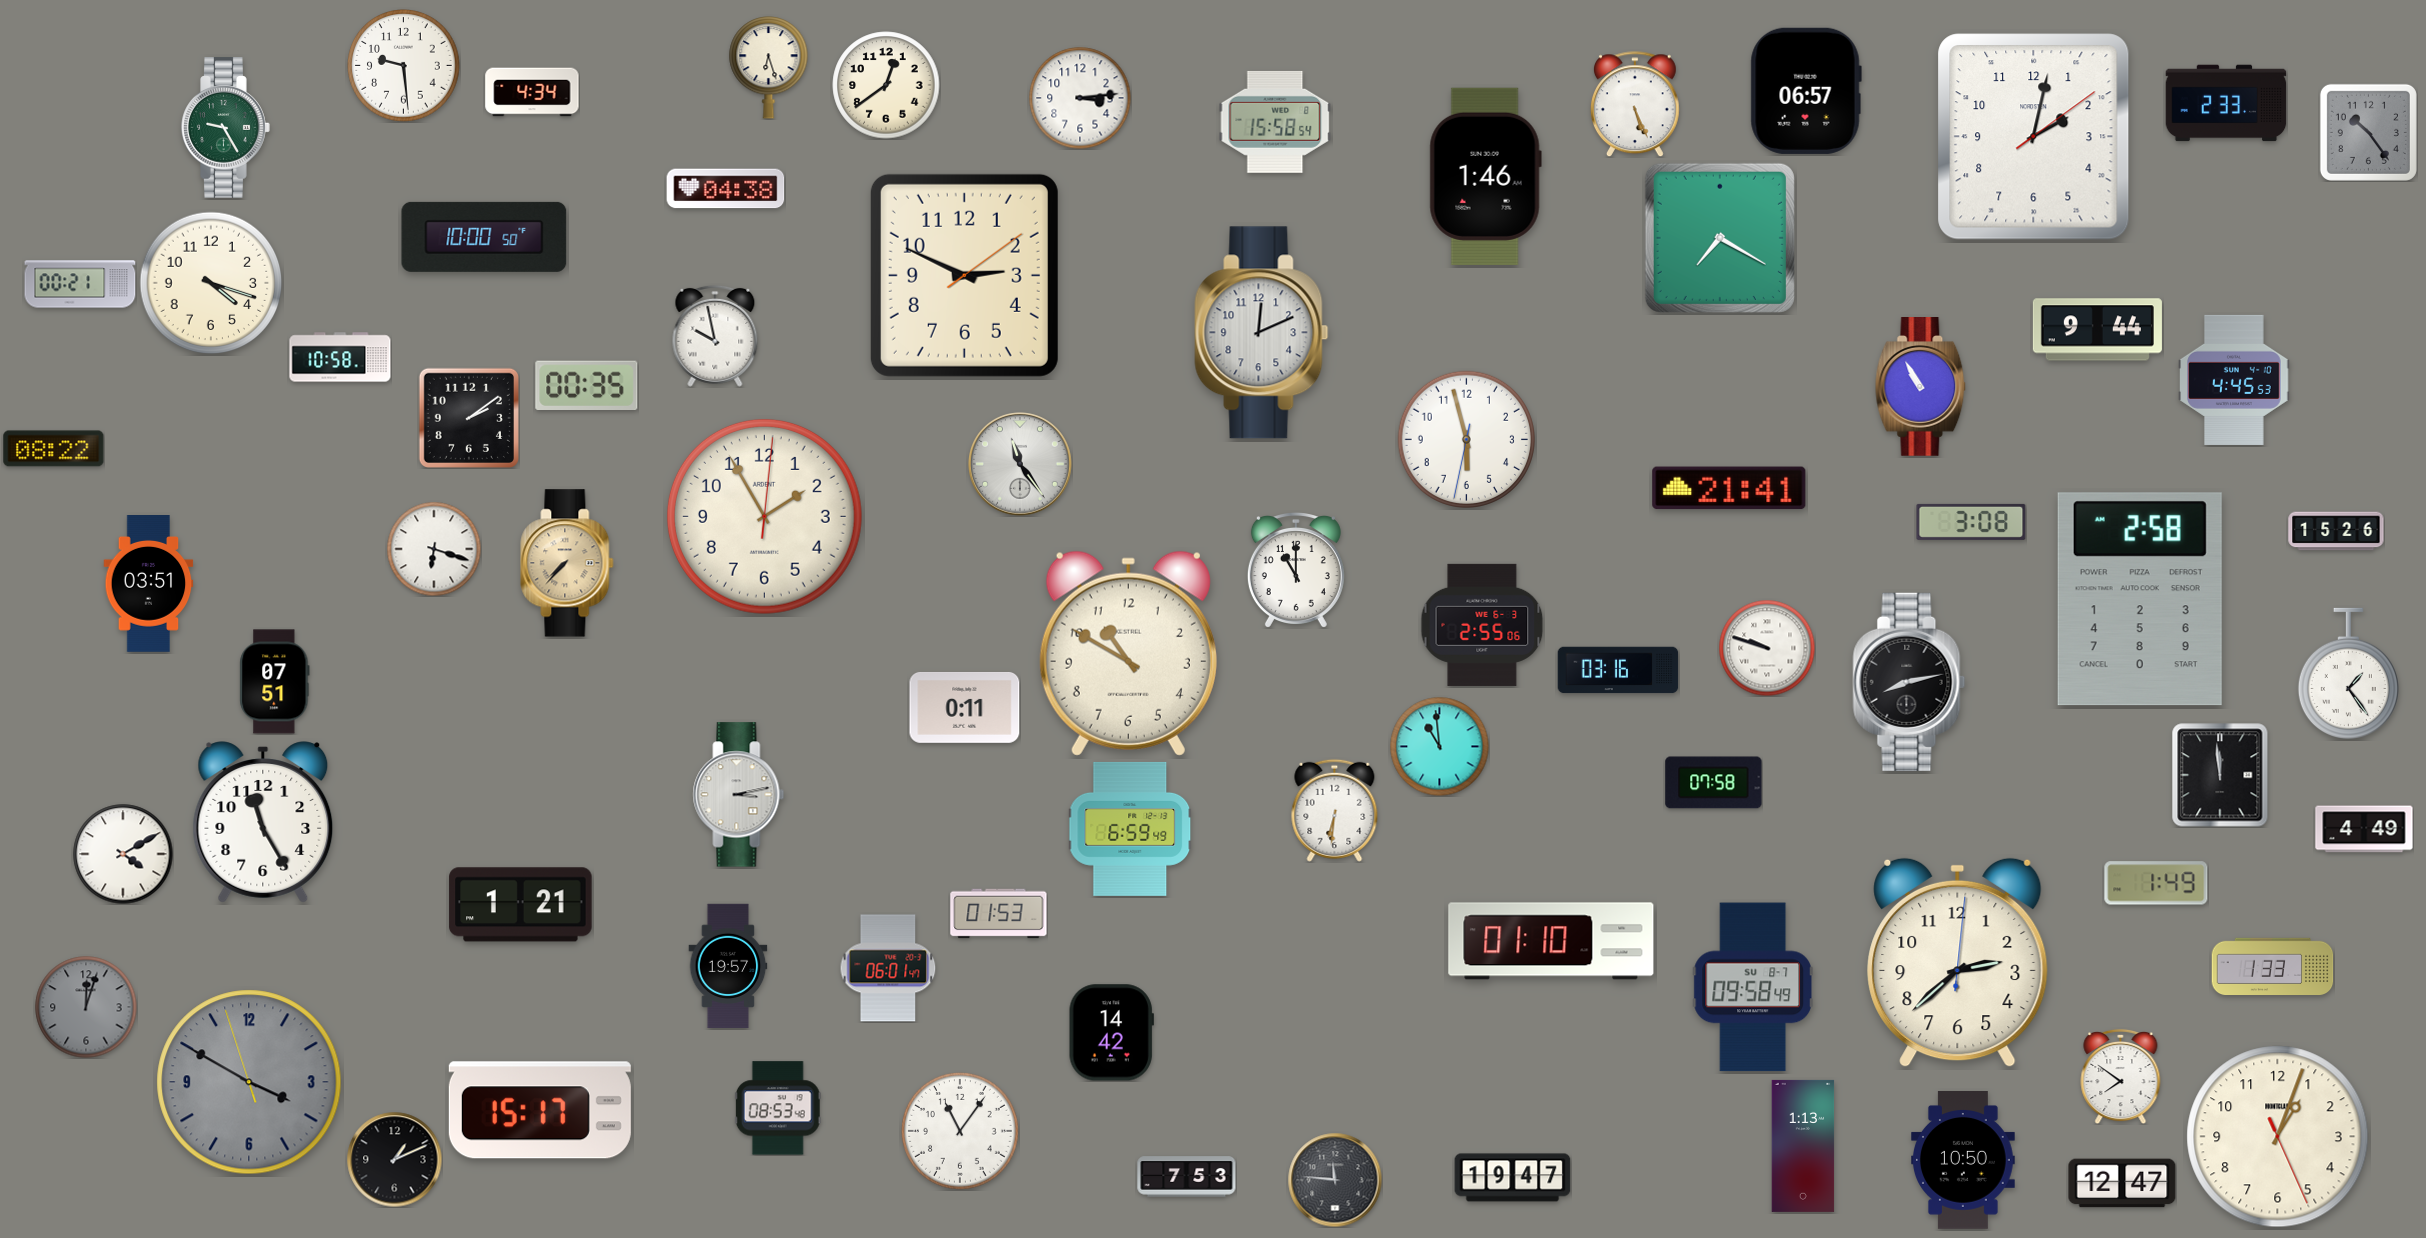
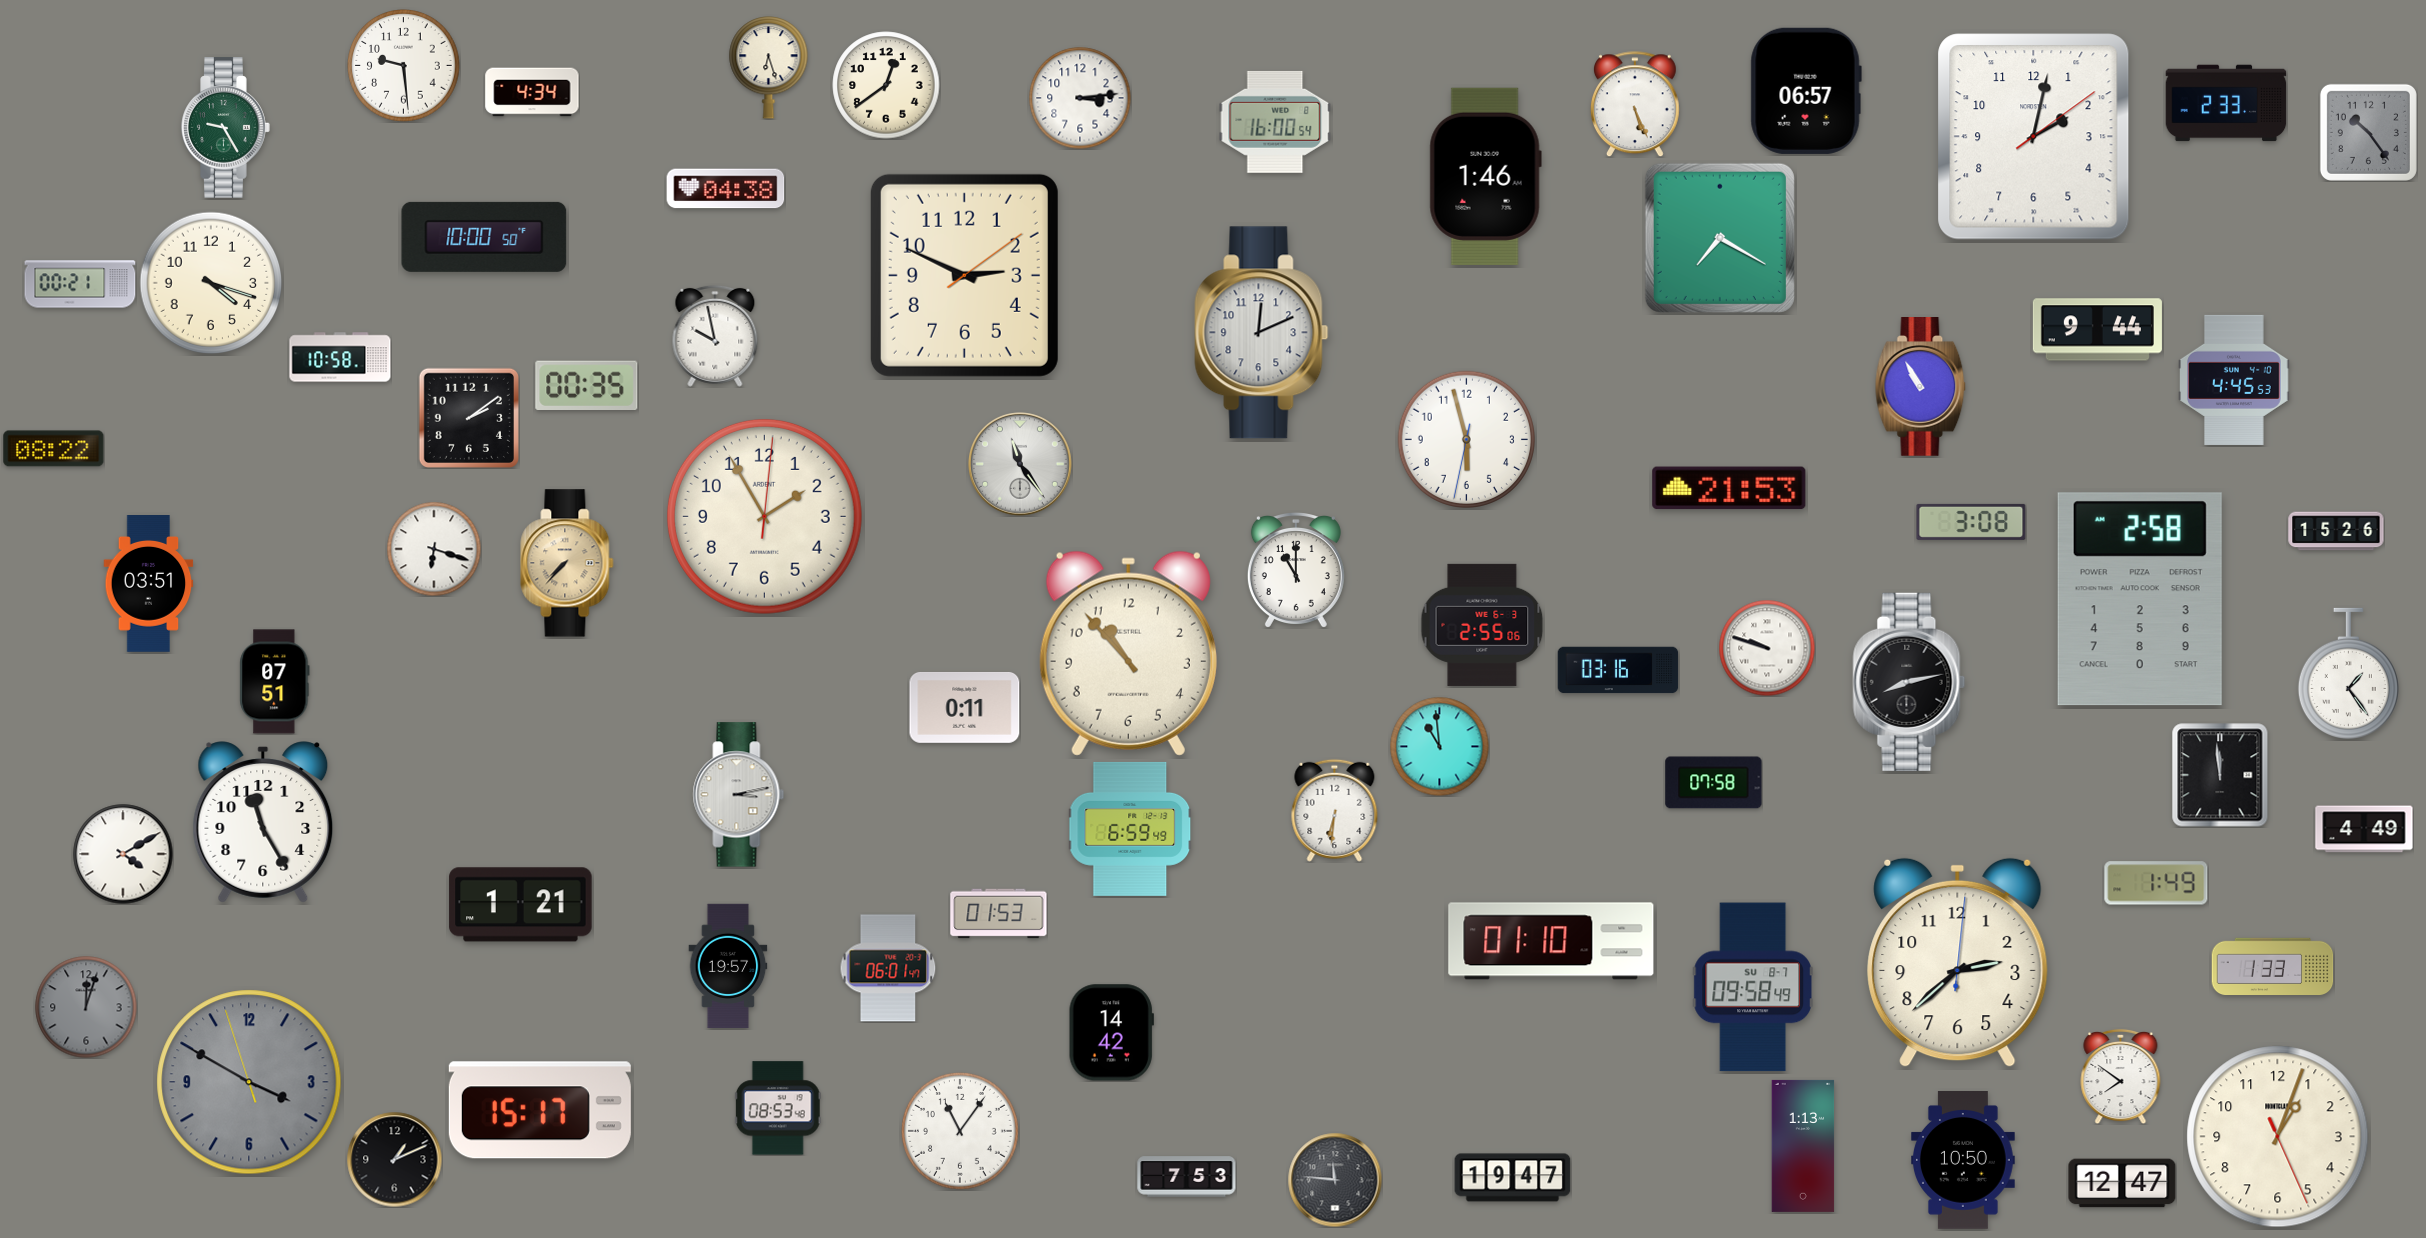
clock at (1275, 122): 15:58 -> 16:00
clock at (1729, 488): 21:41 -> 21:53
clock at (1128, 653): 10:50 -> 10:53
